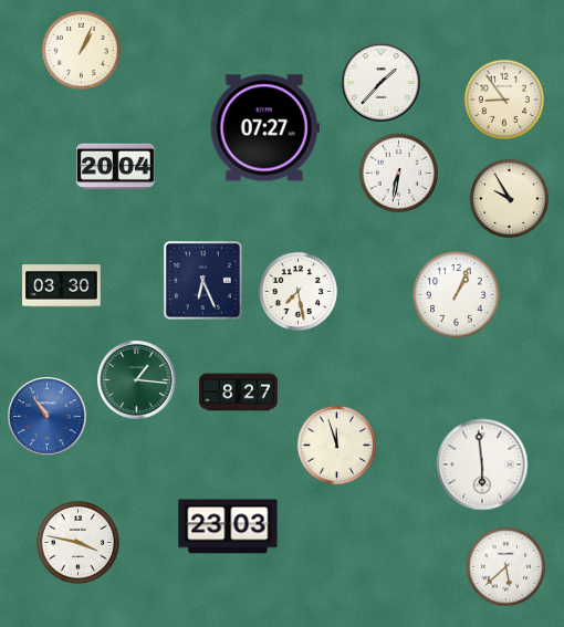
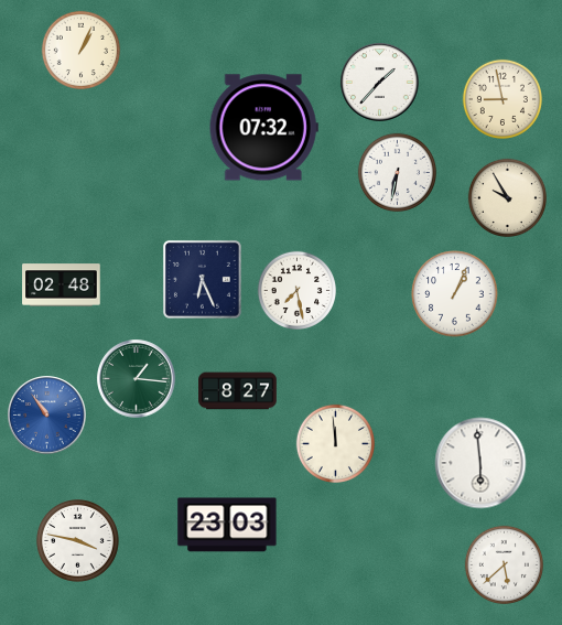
clock at (504, 100): 8:54 -> 8:58
clock at (264, 128): 07:27 -> 07:32
clock at (116, 167): 20:04 -> none
clock at (62, 286): 03:30 -> 02:48
clock at (336, 445): 11:57 -> 11:59
